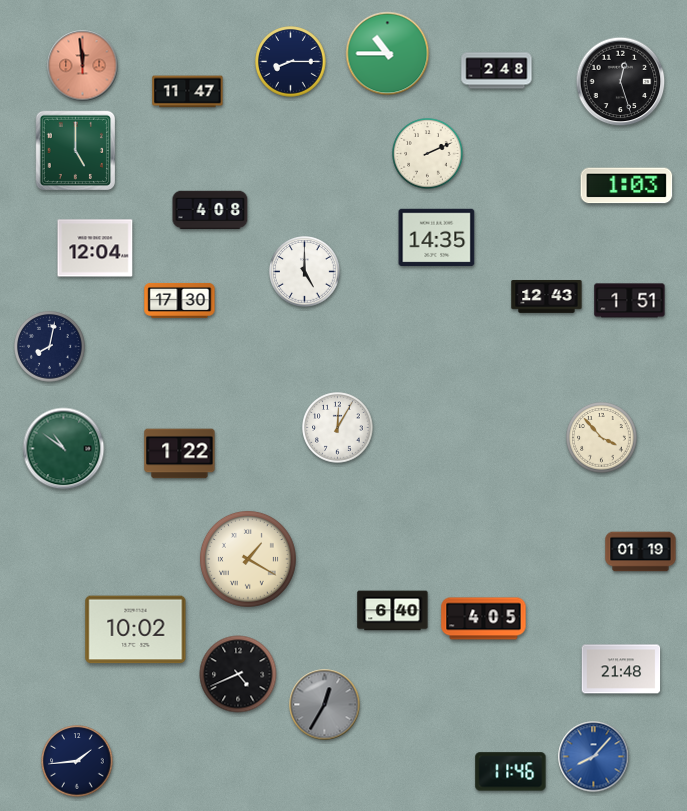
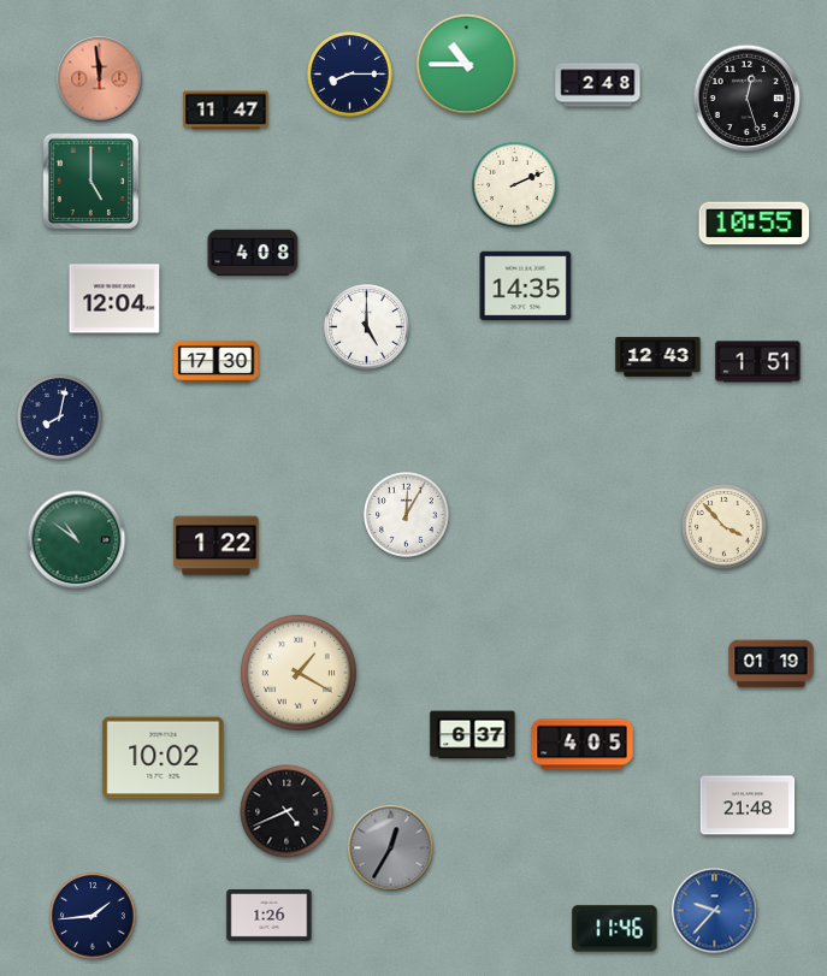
clock at (627, 186): 1:03 -> 10:55
clock at (393, 611): 6:40 -> 6:37
clock at (594, 757): 8:07 -> 9:37
clock at (270, 916): none -> 1:26
